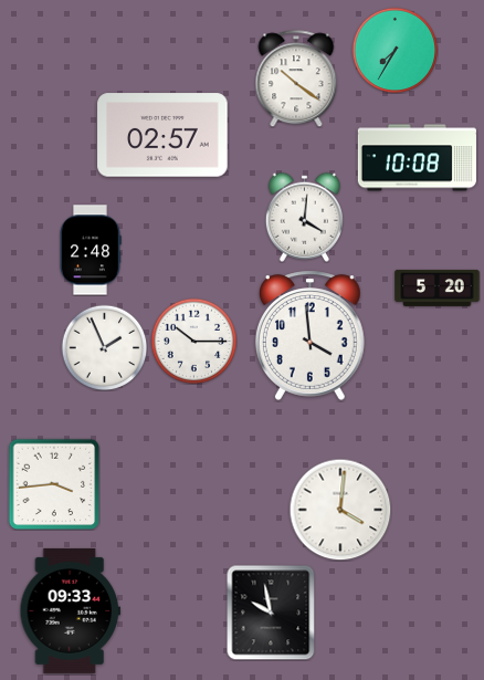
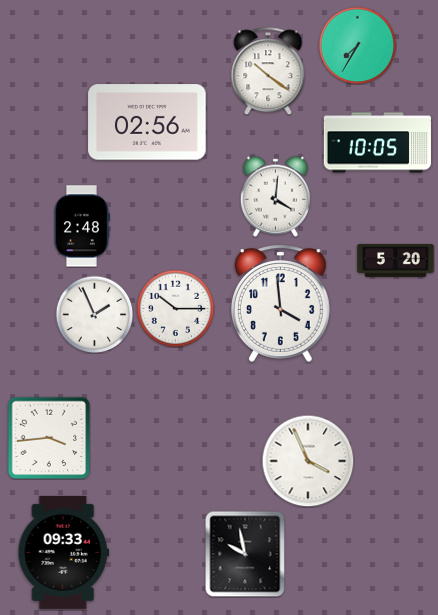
clock at (162, 135): 02:57 -> 02:56
clock at (417, 158): 10:08 -> 10:05
clock at (340, 510): 4:01 -> 3:56
